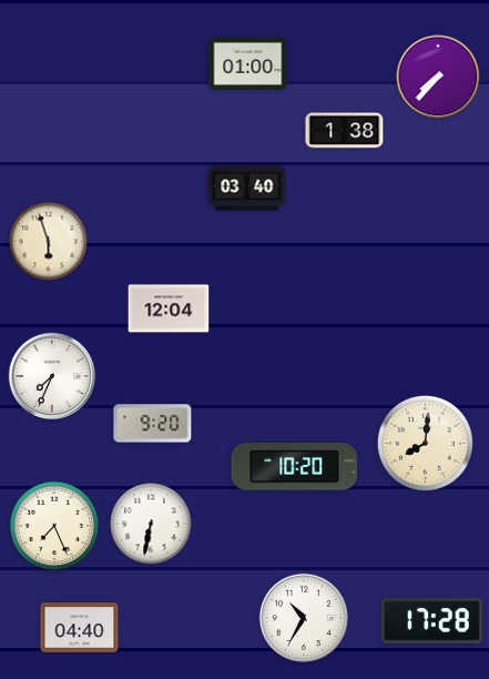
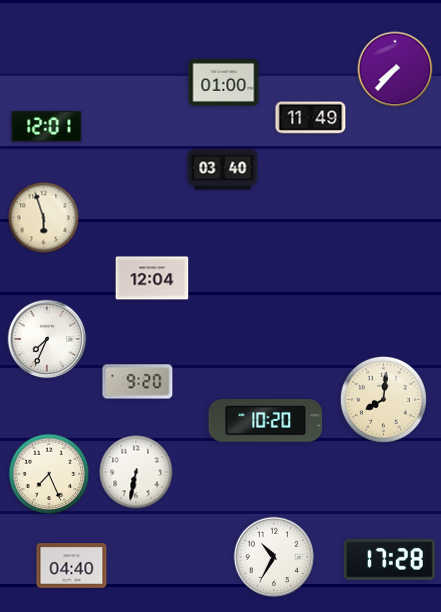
clock at (248, 63) position: (248, 63) -> (224, 82)
clock at (345, 131): 1:38 -> 11:49
clock at (47, 127): none -> 12:01
